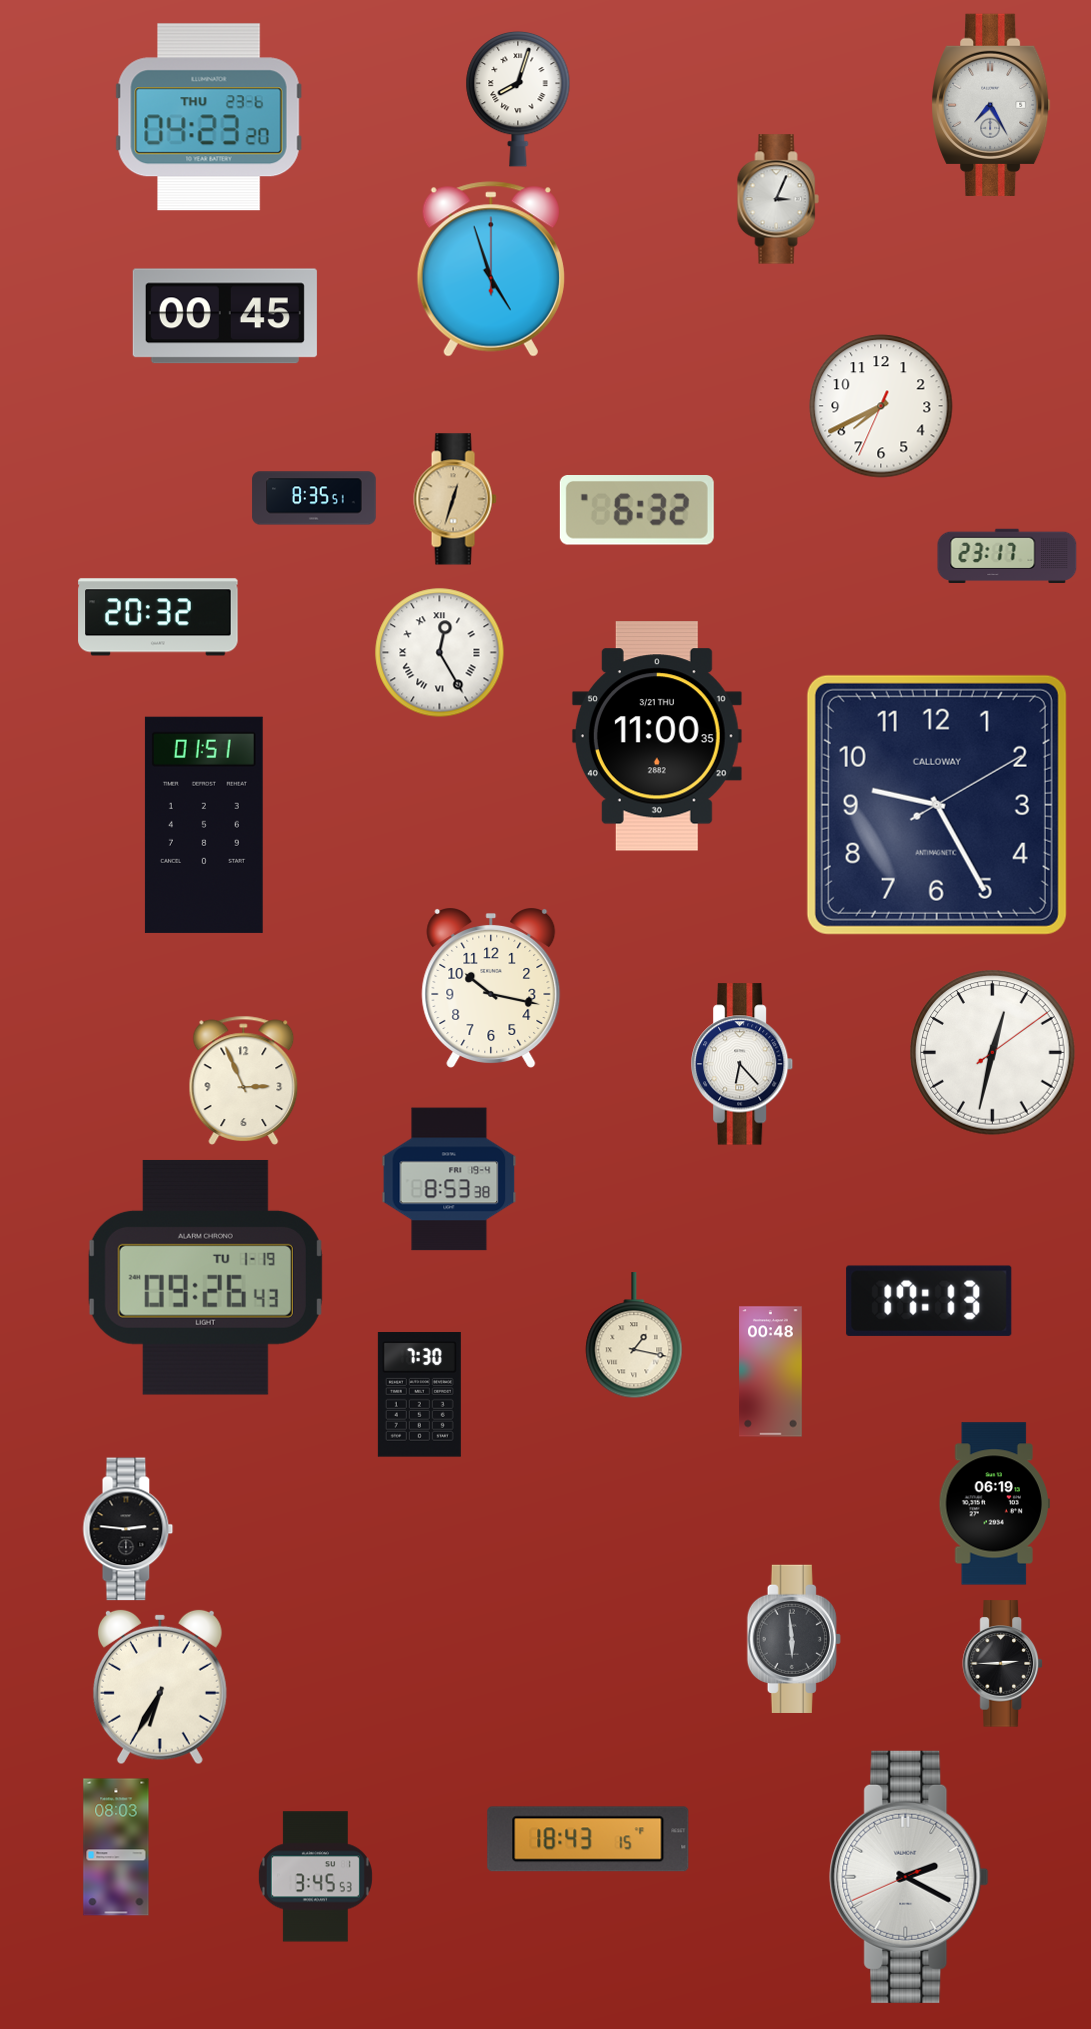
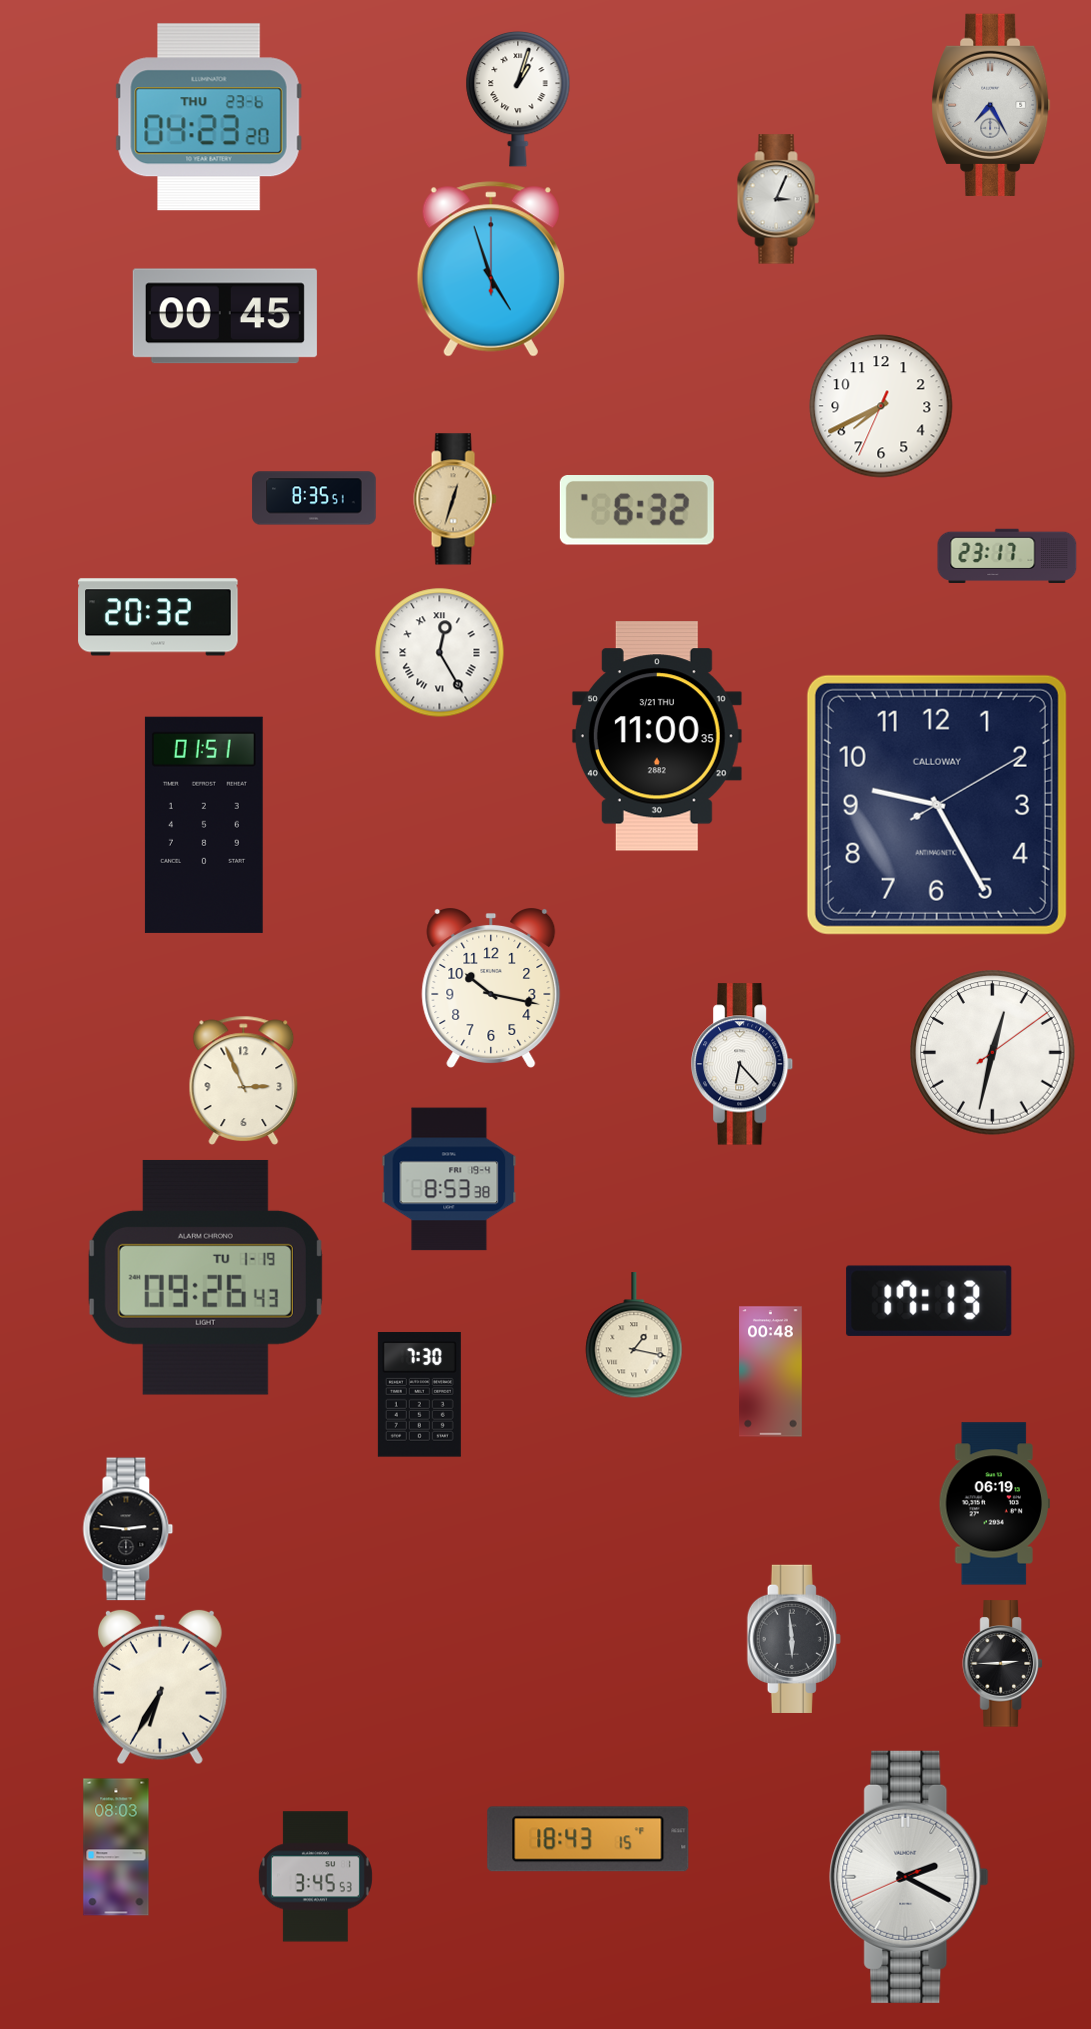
clock at (518, 99): 8:03 -> 1:03
